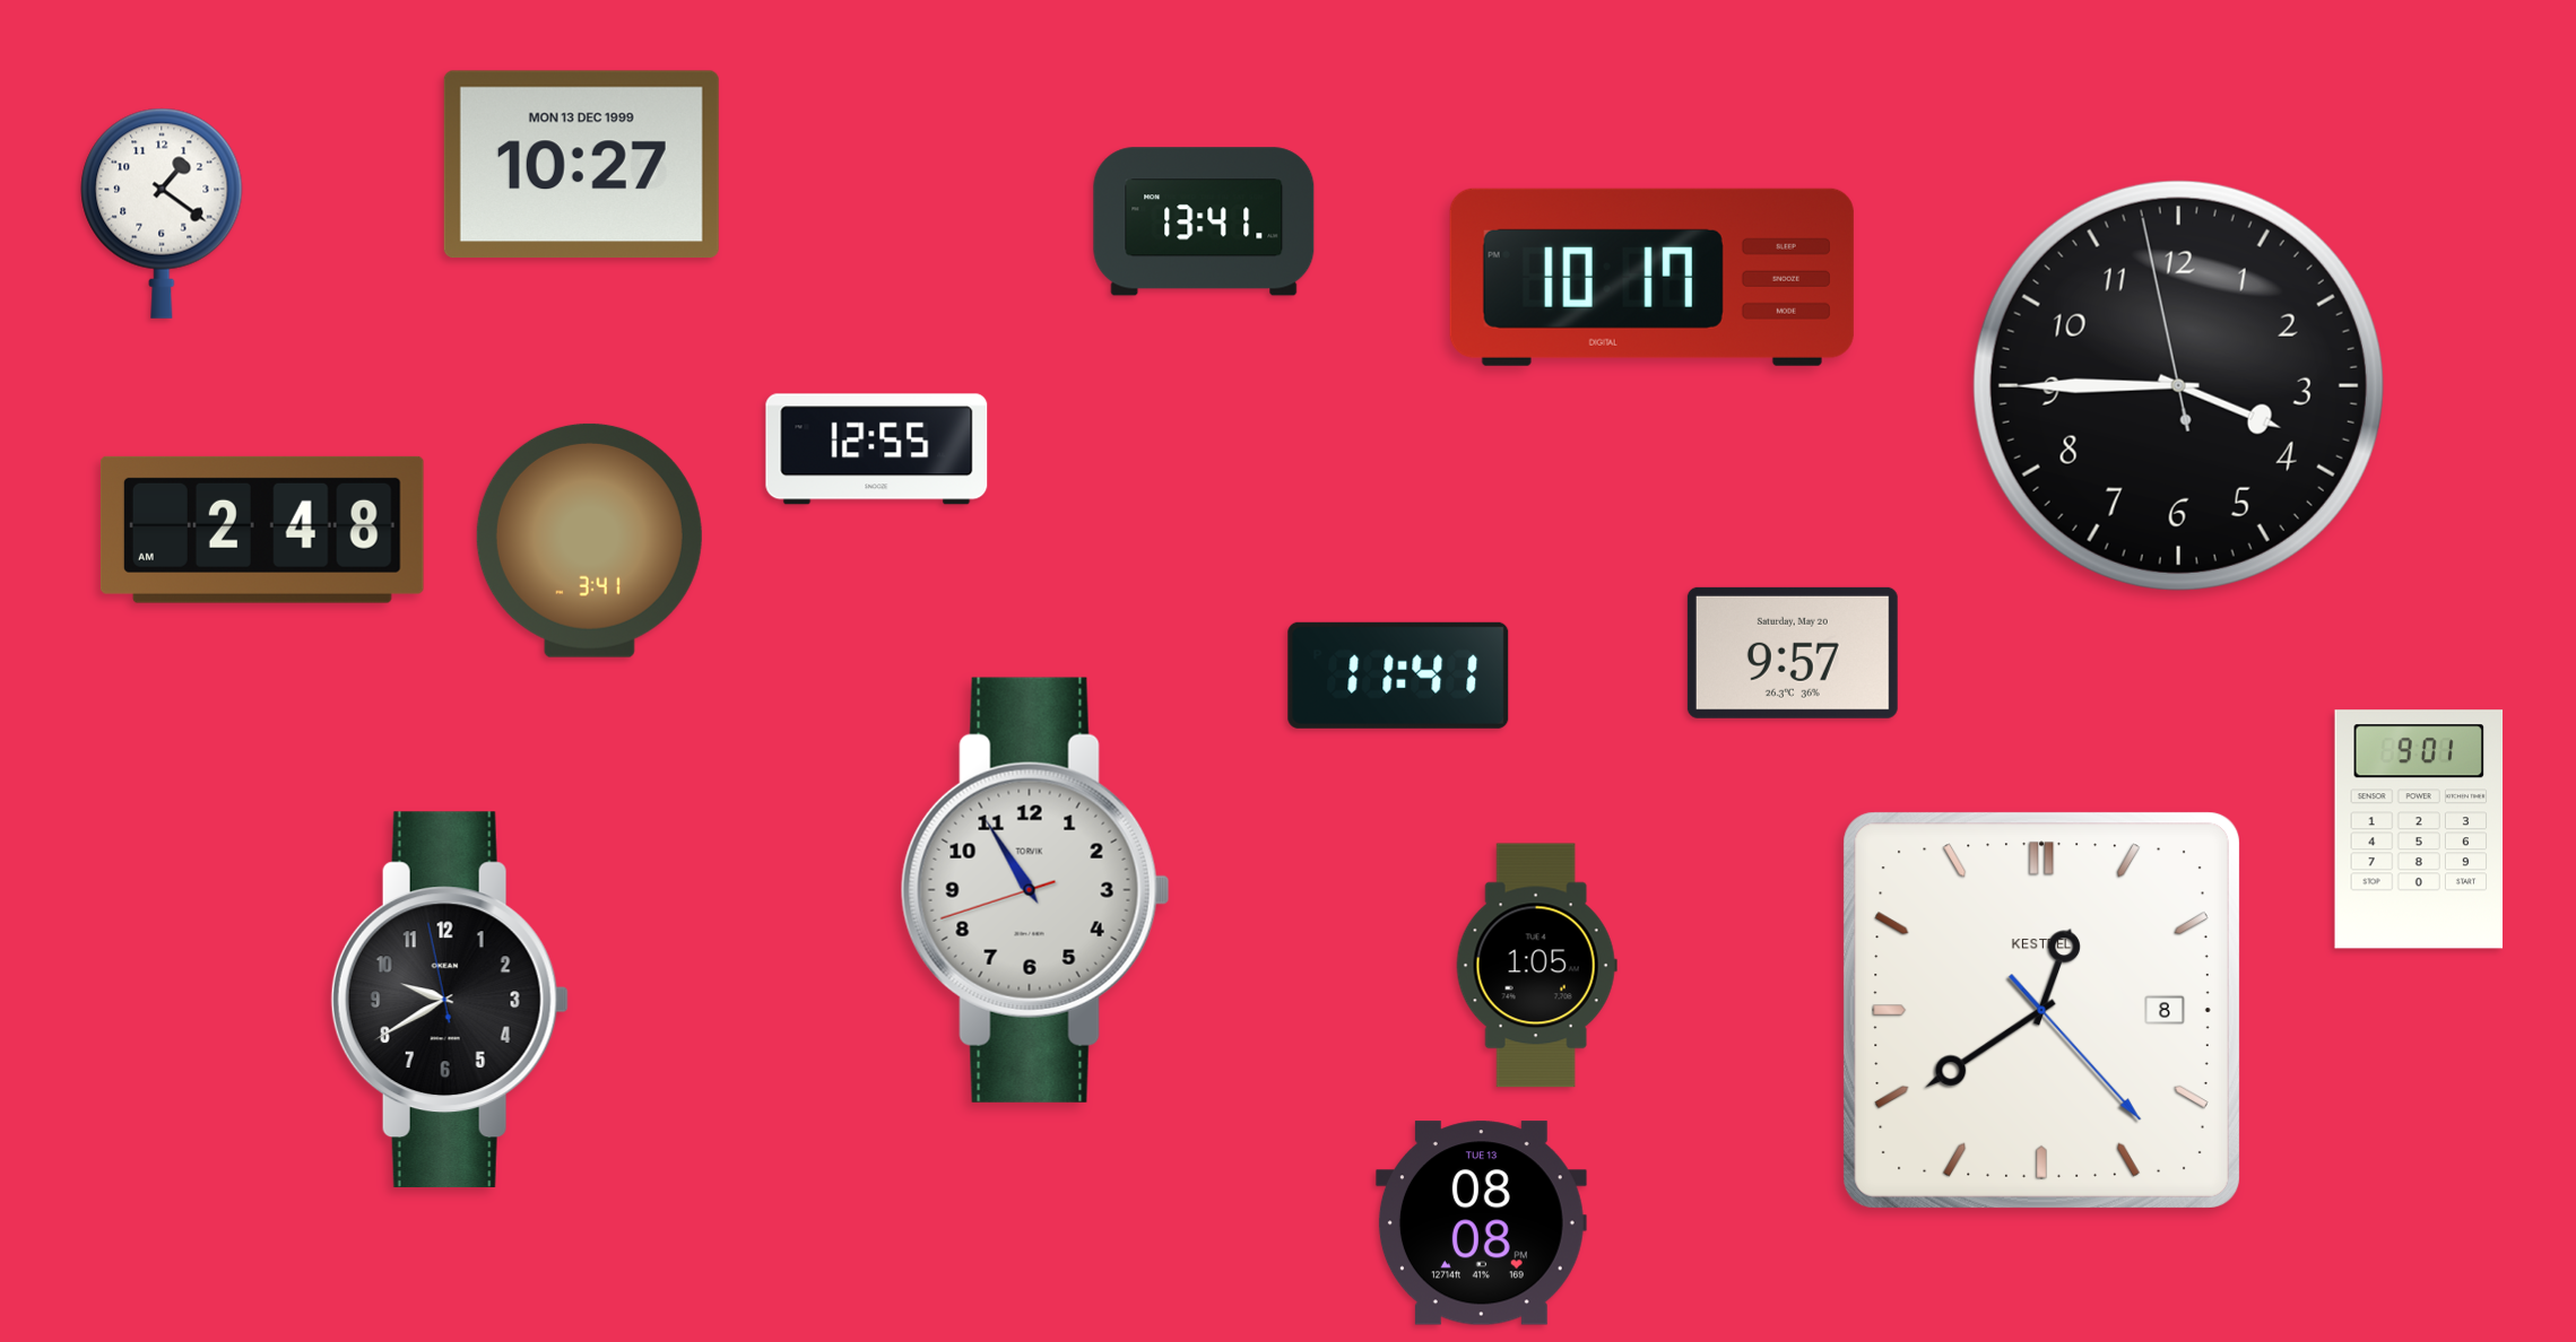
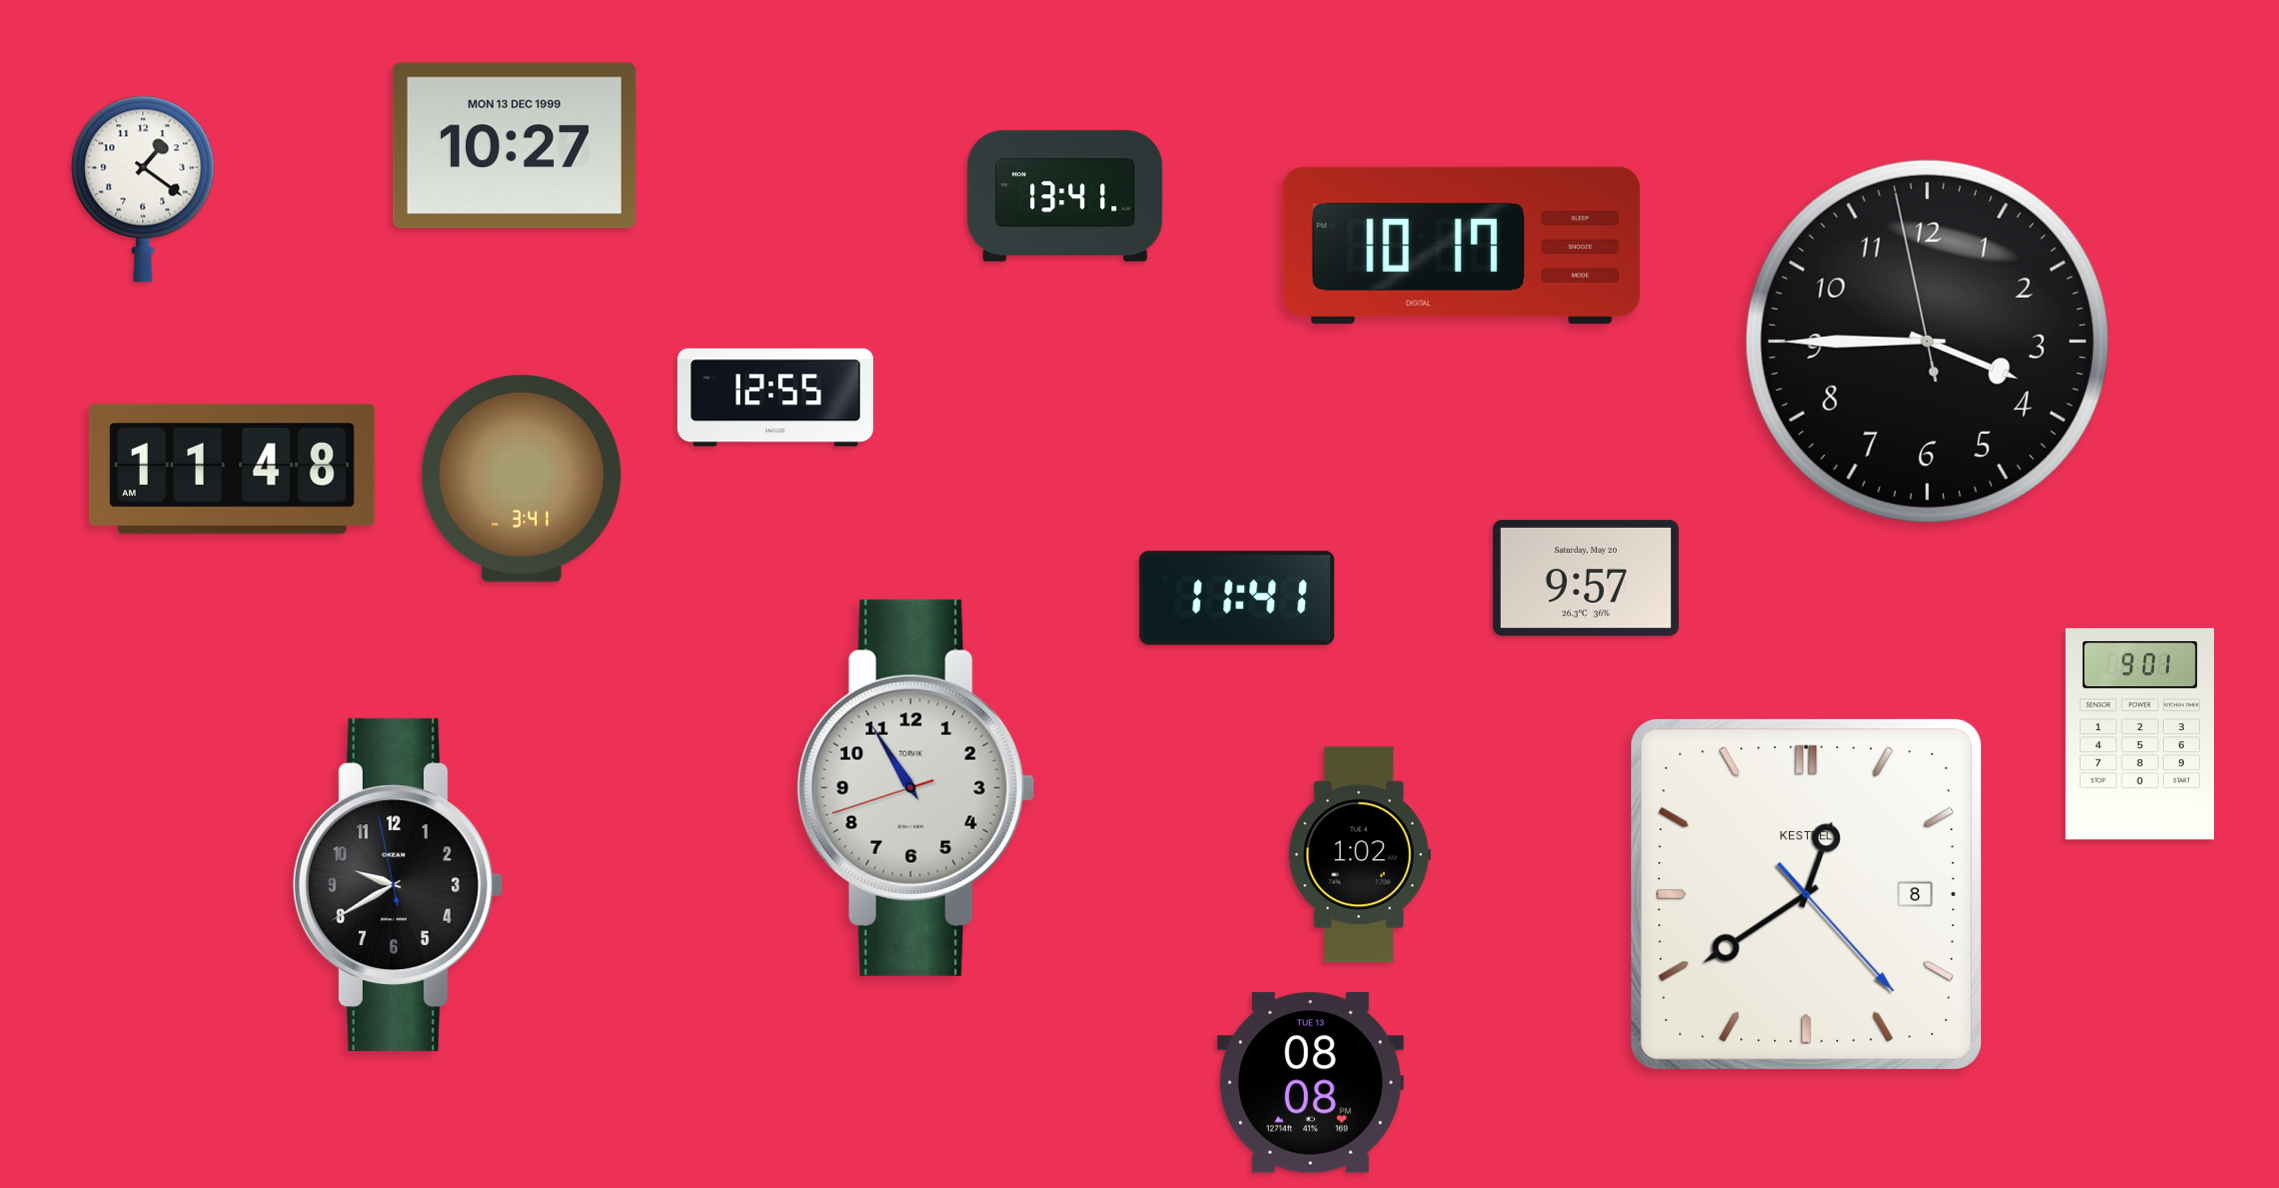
clock at (262, 530): 2:48 -> 11:48
clock at (1536, 966): 1:05 -> 1:02
